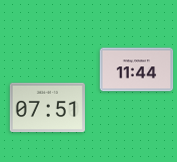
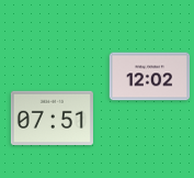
clock at (137, 70): 11:44 -> 12:02
